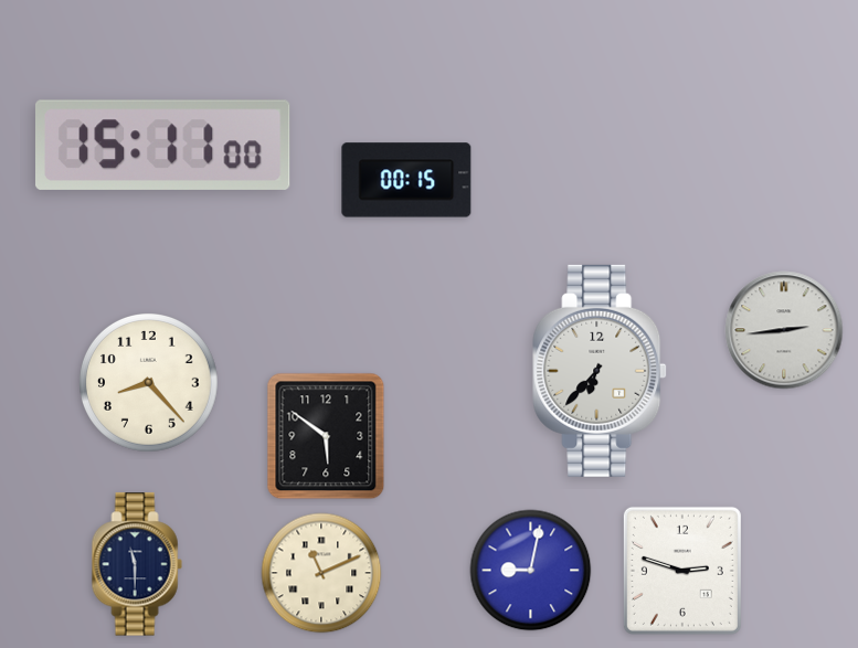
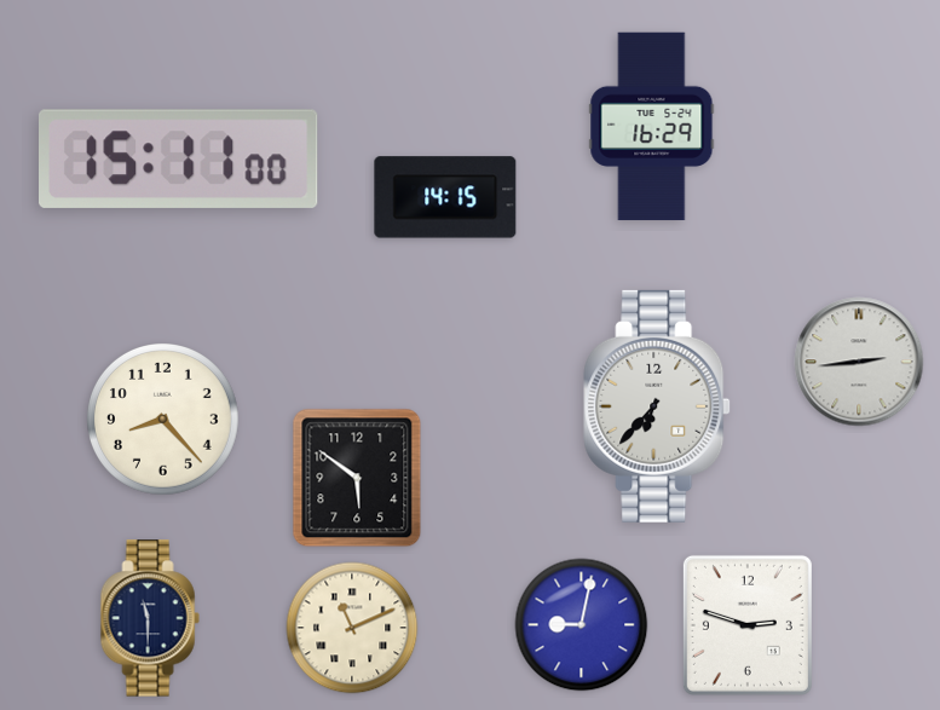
clock at (652, 127): none -> 16:29
clock at (406, 180): 00:15 -> 14:15
